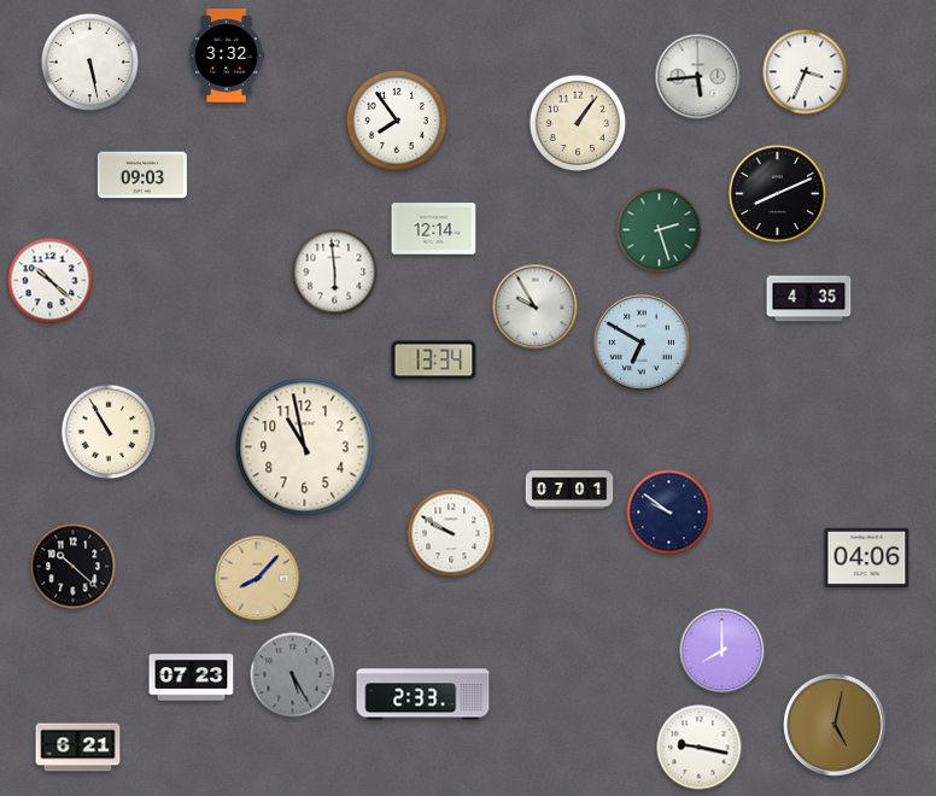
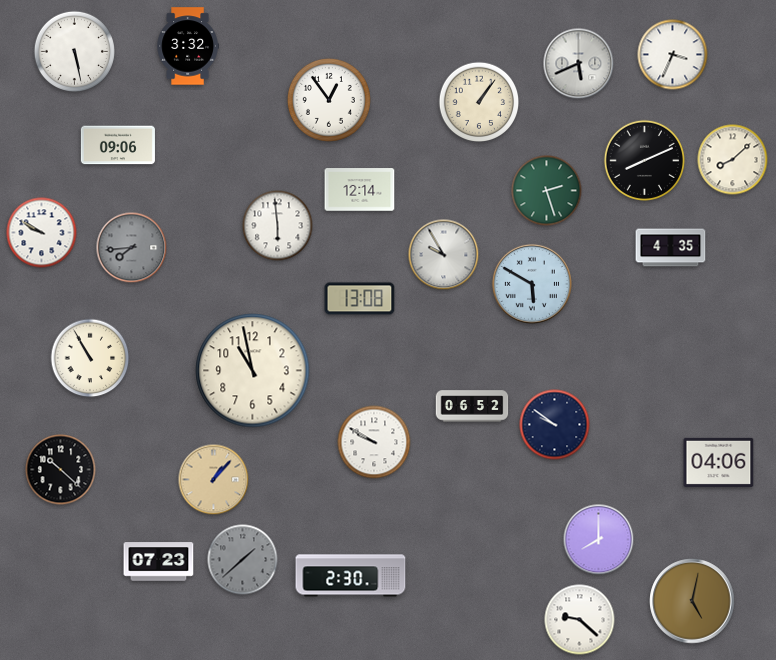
clock at (806, 72) position: (806, 72) -> (673, 55)
clock at (698, 77): 5:44 -> 5:41
clock at (397, 121): 7:54 -> 12:54
clock at (142, 175): 09:03 -> 09:06
clock at (733, 160): none -> 8:08
clock at (51, 281): 10:22 -> 9:50
clock at (132, 248): none -> 7:44
clock at (642, 343): 6:50 -> 5:50
clock at (434, 361): 13:34 -> 13:08
clock at (569, 490): 07:01 -> 06:52
clock at (258, 579): 8:07 -> 1:07
clock at (293, 675): 5:25 -> 1:38
clock at (423, 695): 2:33 -> 2:30
clock at (78, 748): 6:21 -> none
clock at (700, 748): 9:17 -> 9:22
